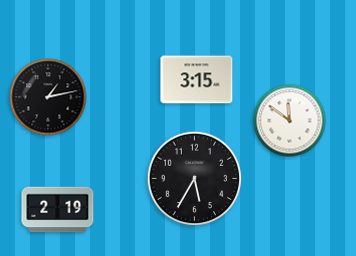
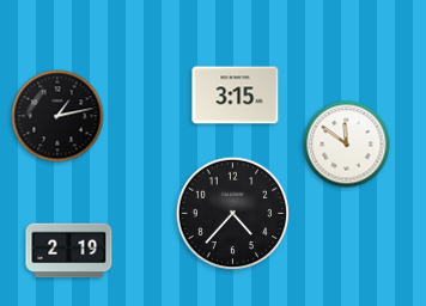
clock at (195, 179): 5:35 -> 4:37
